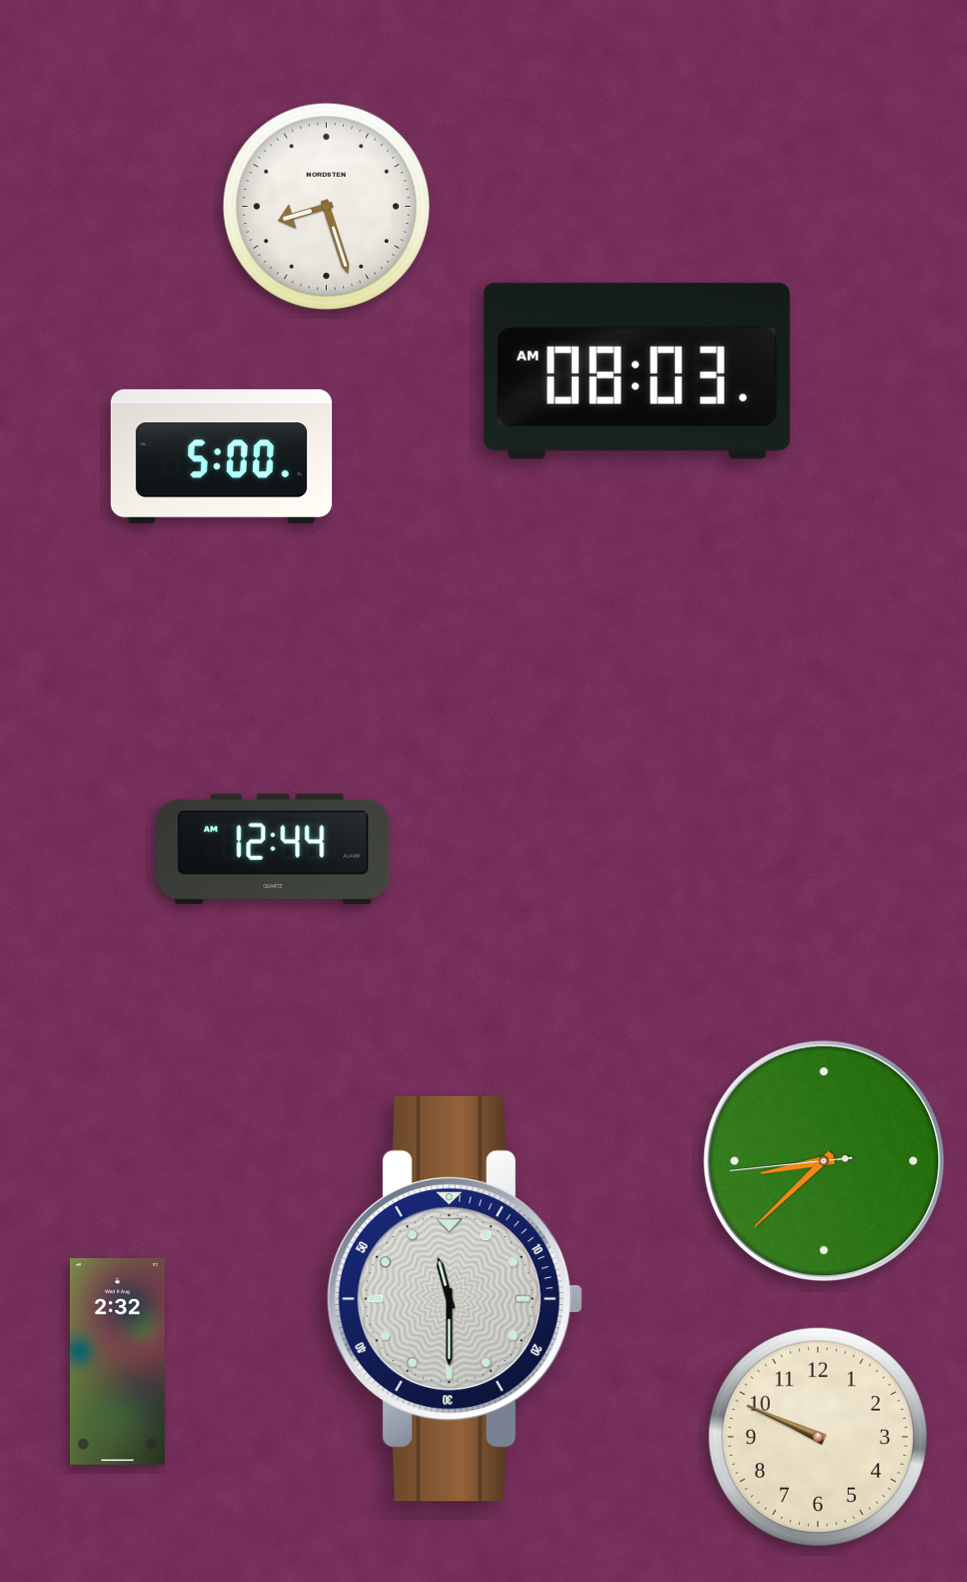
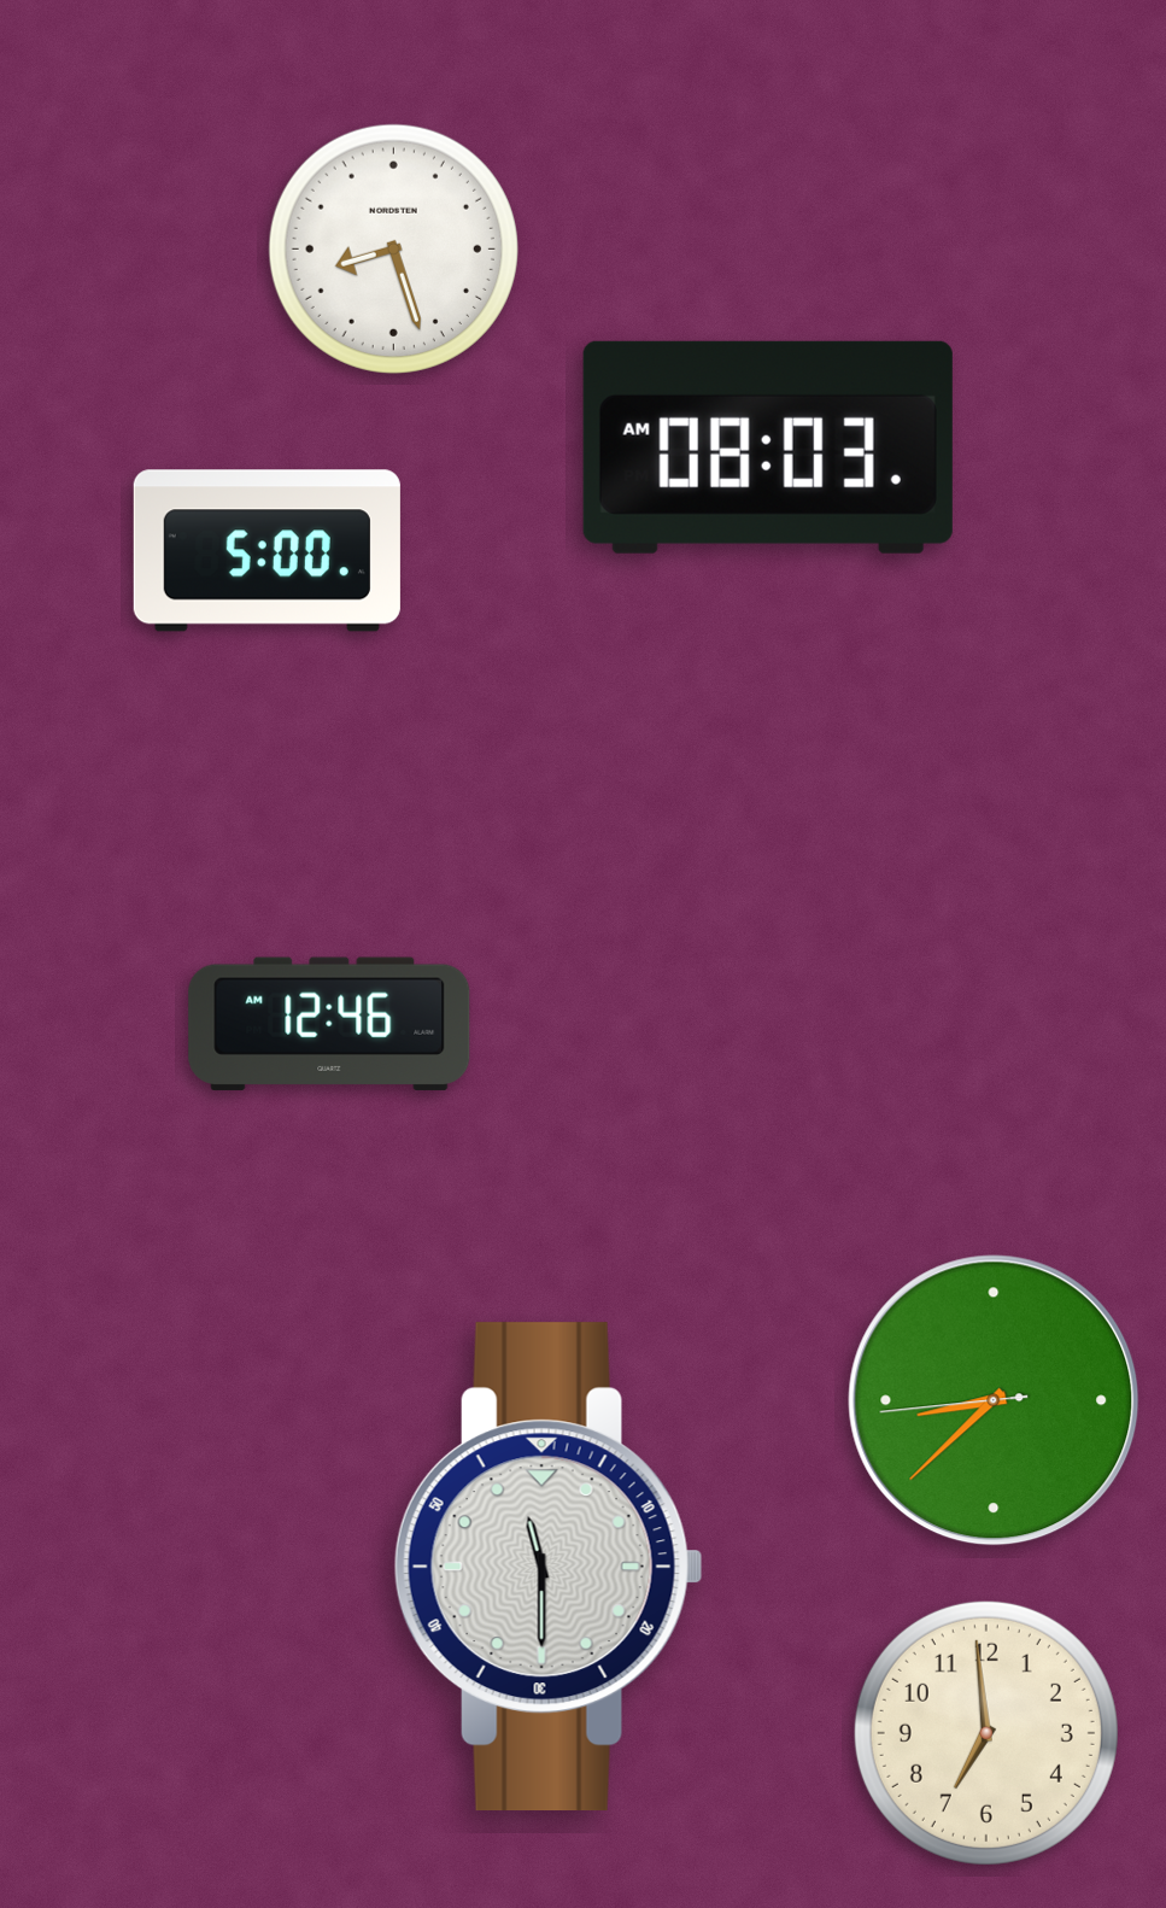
clock at (273, 849): 12:44 -> 12:46
clock at (117, 1362): 2:32 -> none
clock at (818, 1437): 9:49 -> 6:59
